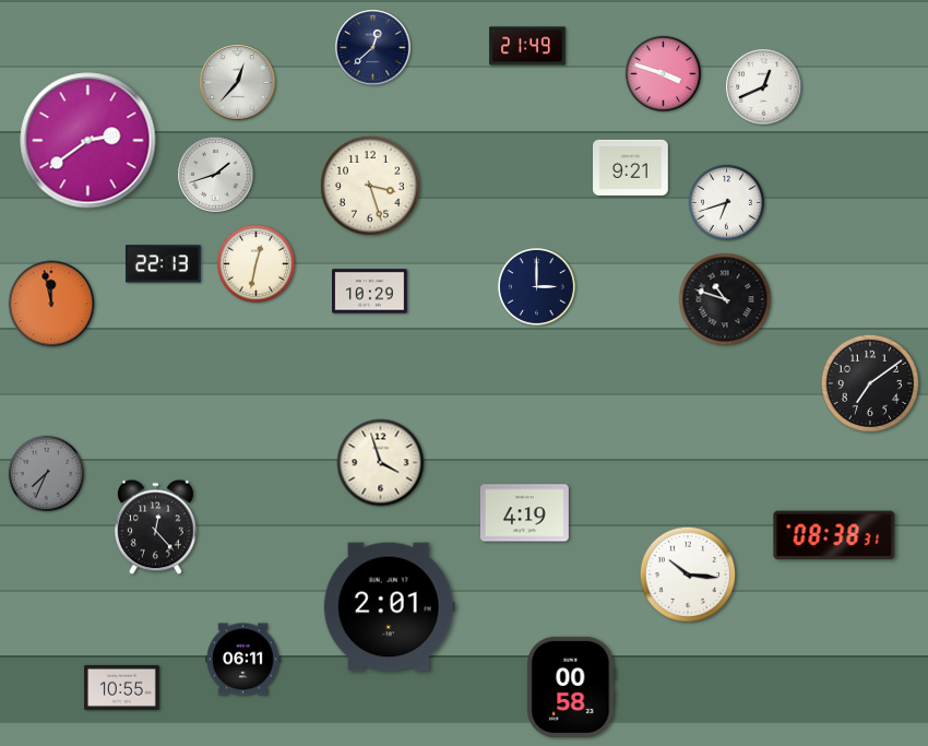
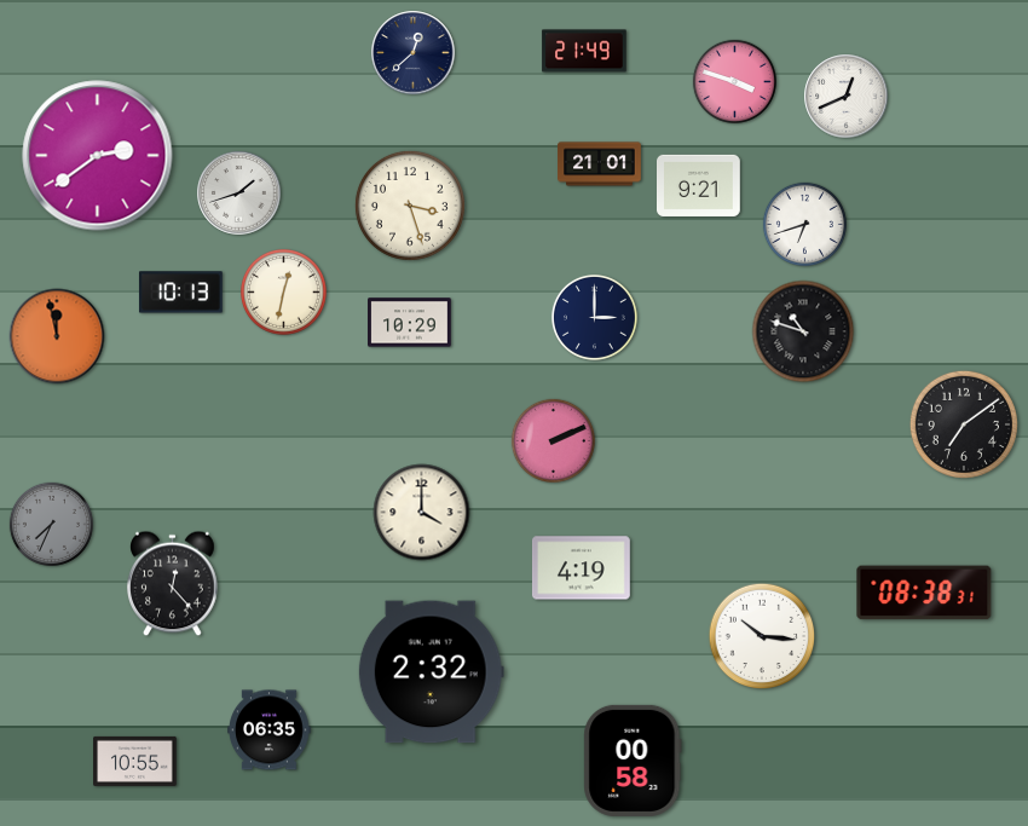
clock at (238, 83): 12:37 -> none
clock at (600, 164): none -> 21:01
clock at (164, 264): 22:13 -> 10:13
clock at (553, 440): none -> 2:11
clock at (381, 463): 3:57 -> 4:00
clock at (389, 607): 2:01 -> 2:32
clock at (243, 660): 06:11 -> 06:35
